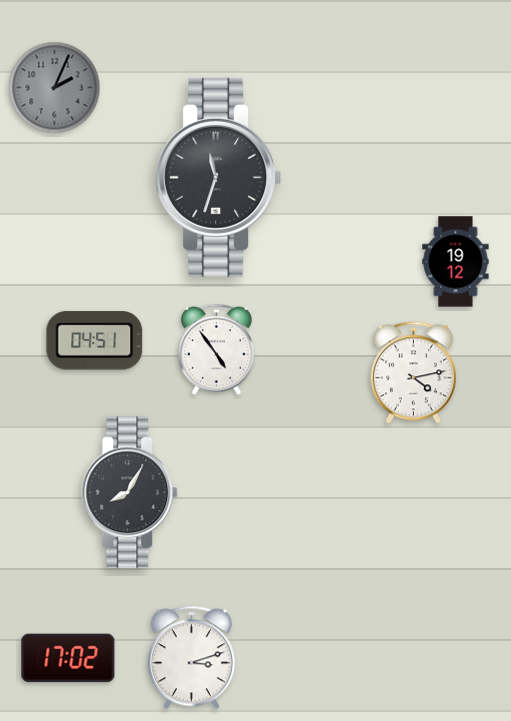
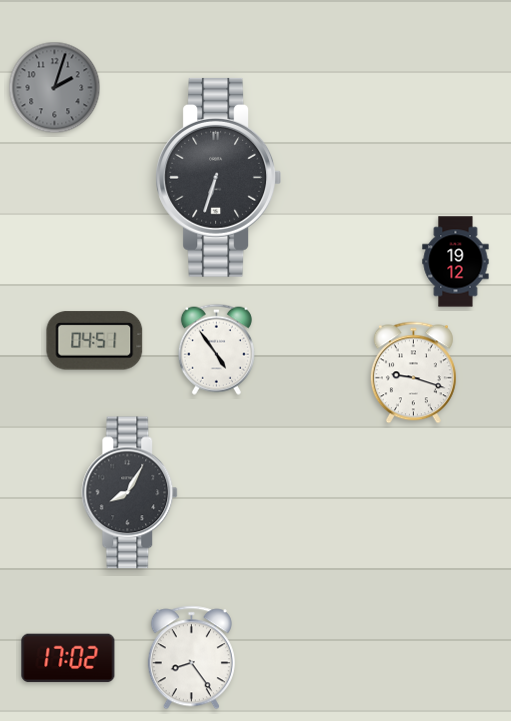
clock at (55, 88): 2:04 -> 2:03
clock at (218, 177): 11:33 -> 6:33
clock at (413, 373): 4:13 -> 9:18
clock at (191, 658): 3:12 -> 8:24
